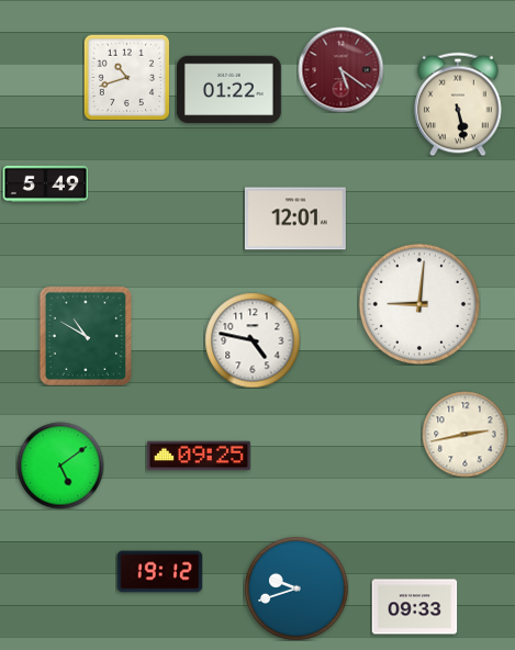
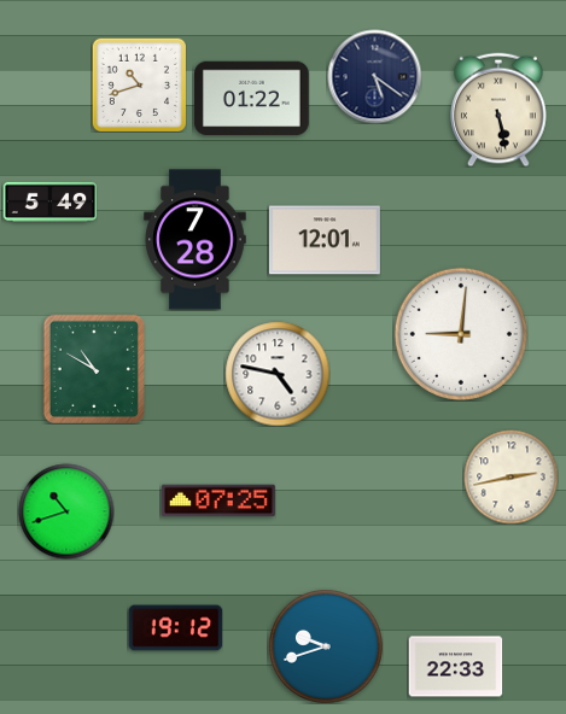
clock at (340, 69) dial: burgundy -> navy
clock at (458, 104) position: (458, 104) -> (498, 110)
clock at (196, 240): none -> 7:28
clock at (199, 456): 09:25 -> 07:25
clock at (60, 466): 5:09 -> 10:42
clock at (414, 607): 09:33 -> 22:33
